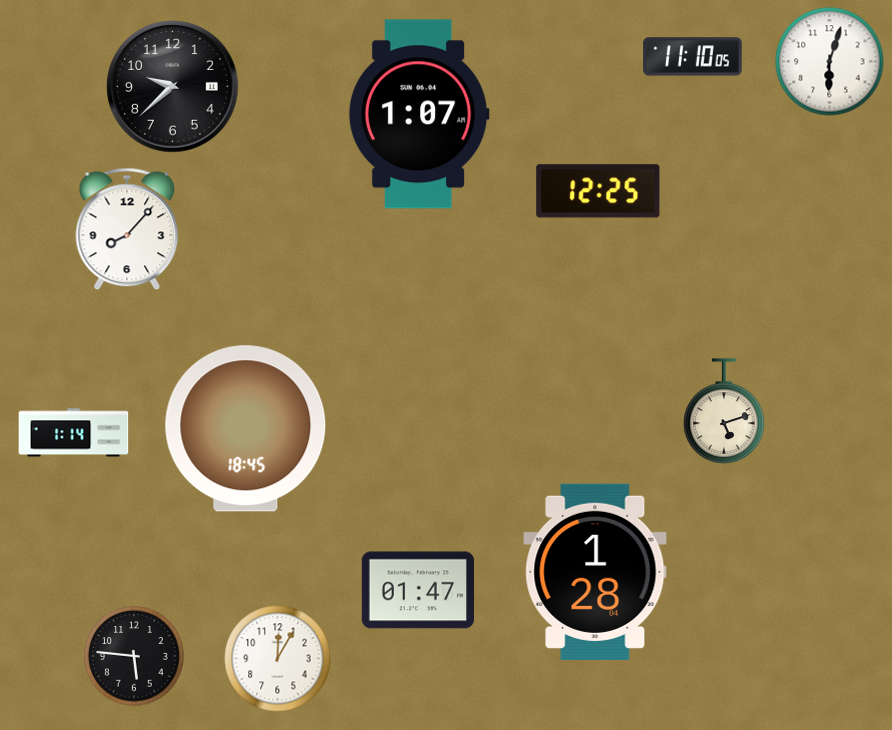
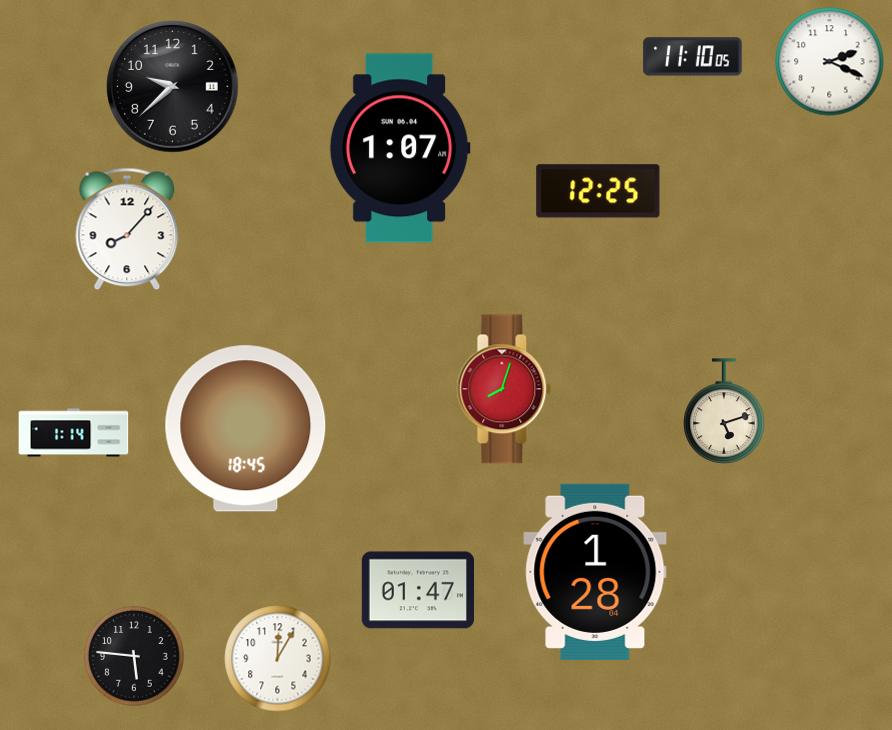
clock at (830, 62): 6:03 -> 2:19
clock at (419, 114) position: (419, 114) -> (400, 148)
clock at (504, 389): none -> 8:03
